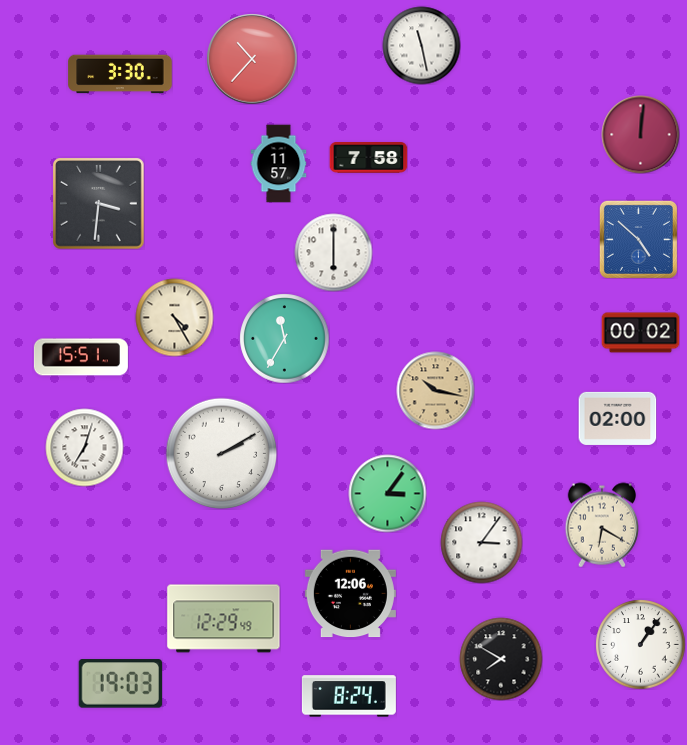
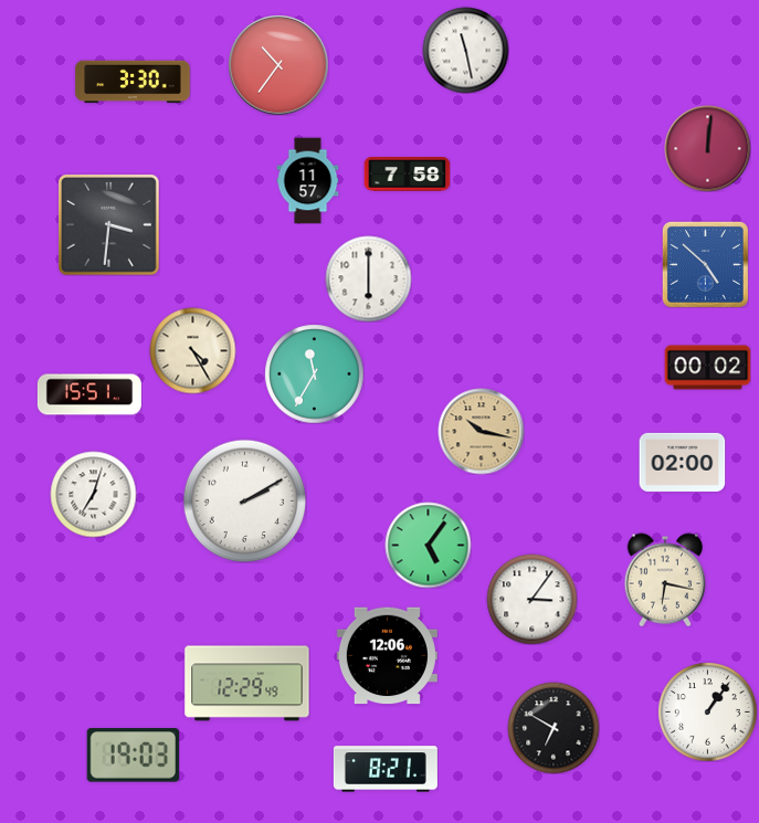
clock at (252, 59): 10:37 -> 10:36
clock at (387, 493): 3:06 -> 5:06
clock at (602, 525): 6:20 -> 6:17
clock at (501, 659): 7:50 -> 6:50
clock at (349, 696): 8:24 -> 8:21
